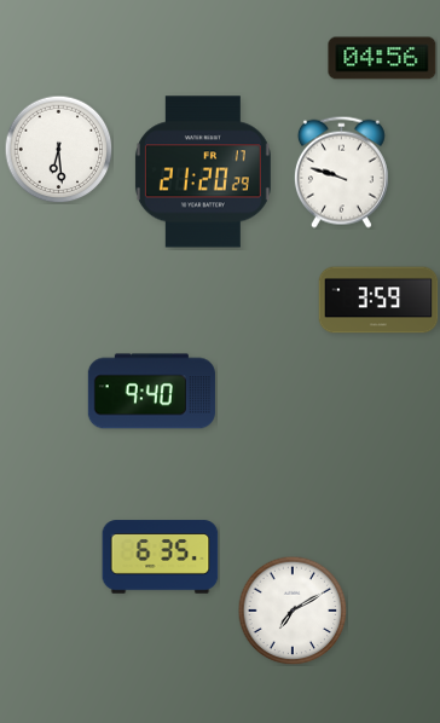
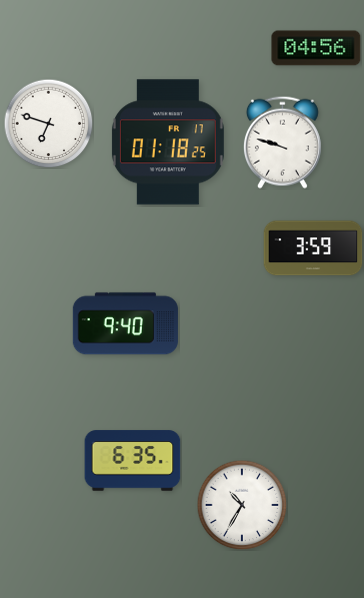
clock at (58, 149): 6:29 -> 6:48
clock at (203, 172): 21:20 -> 01:18
clock at (293, 611): 7:10 -> 10:35
